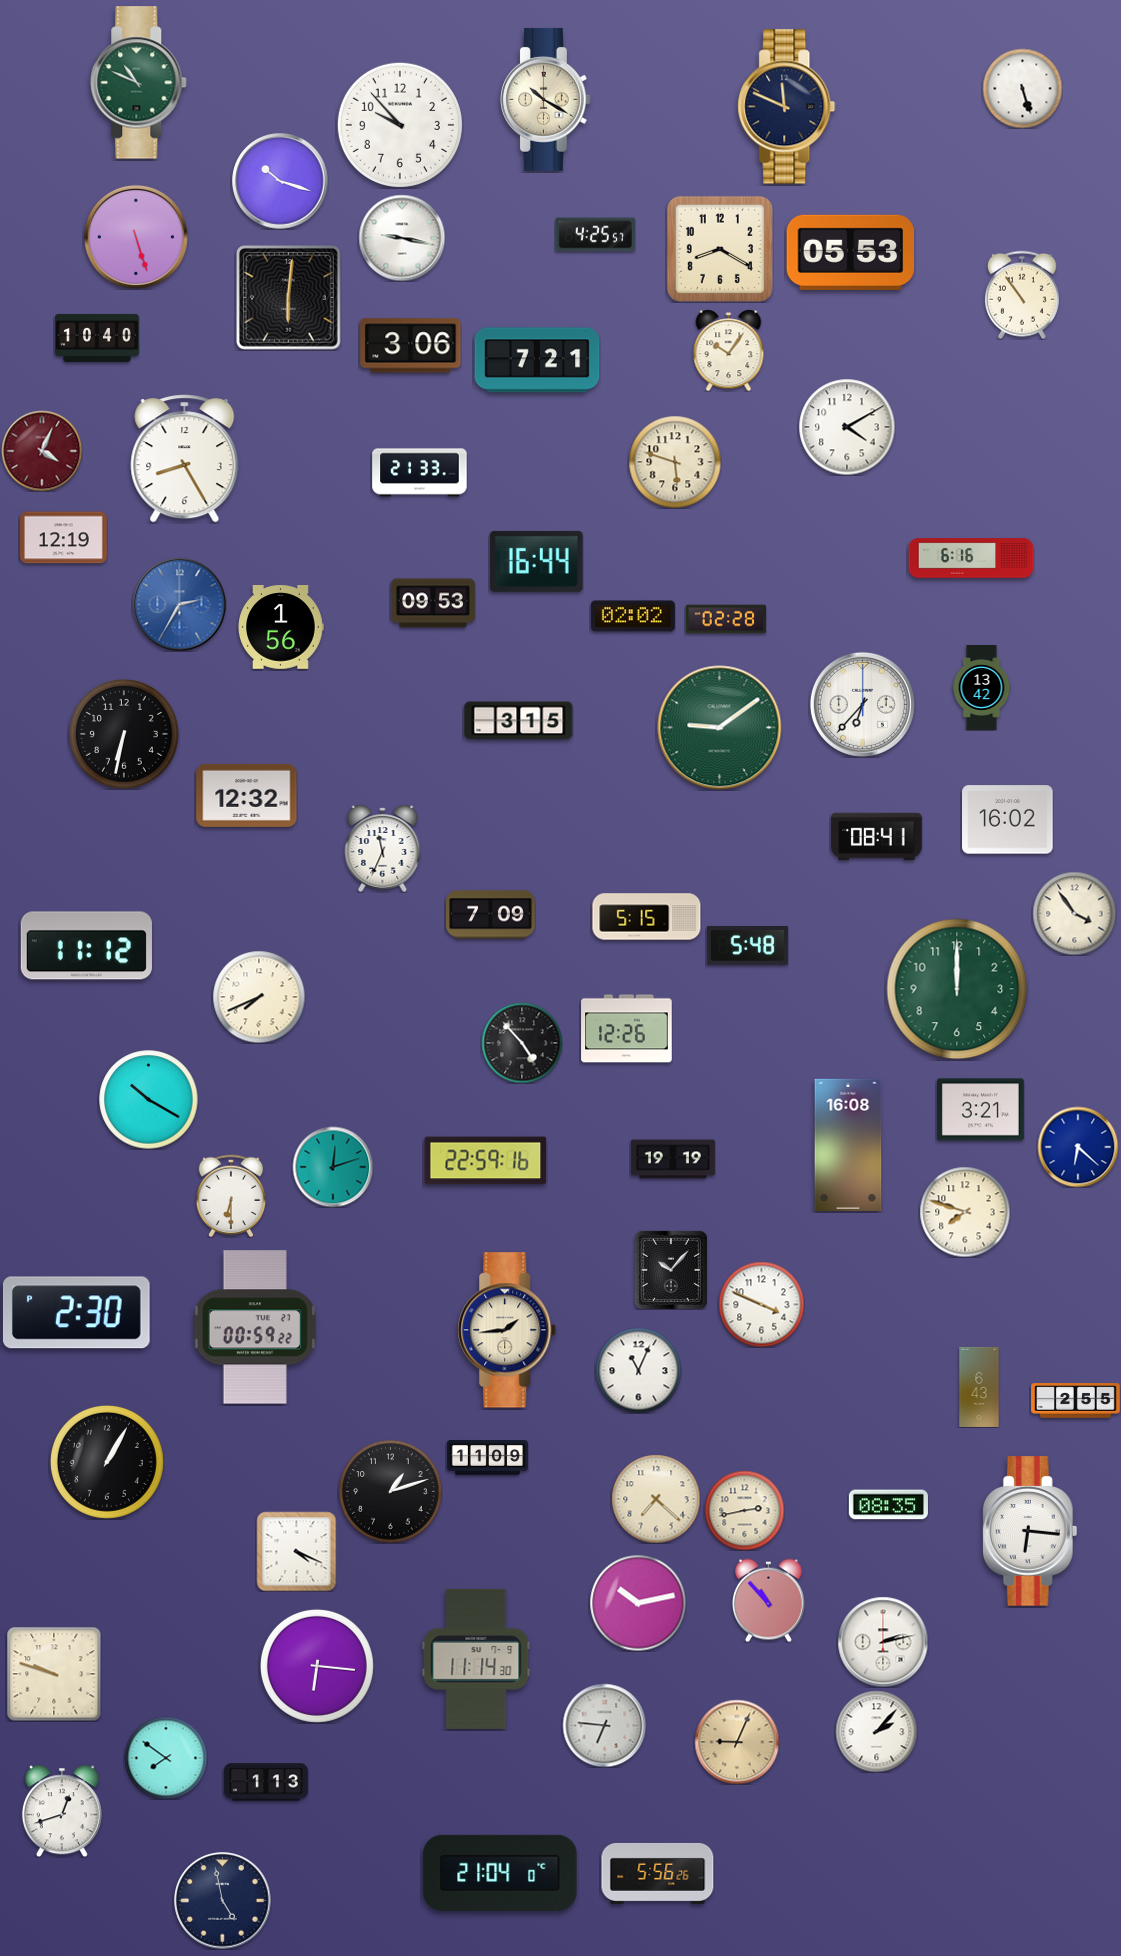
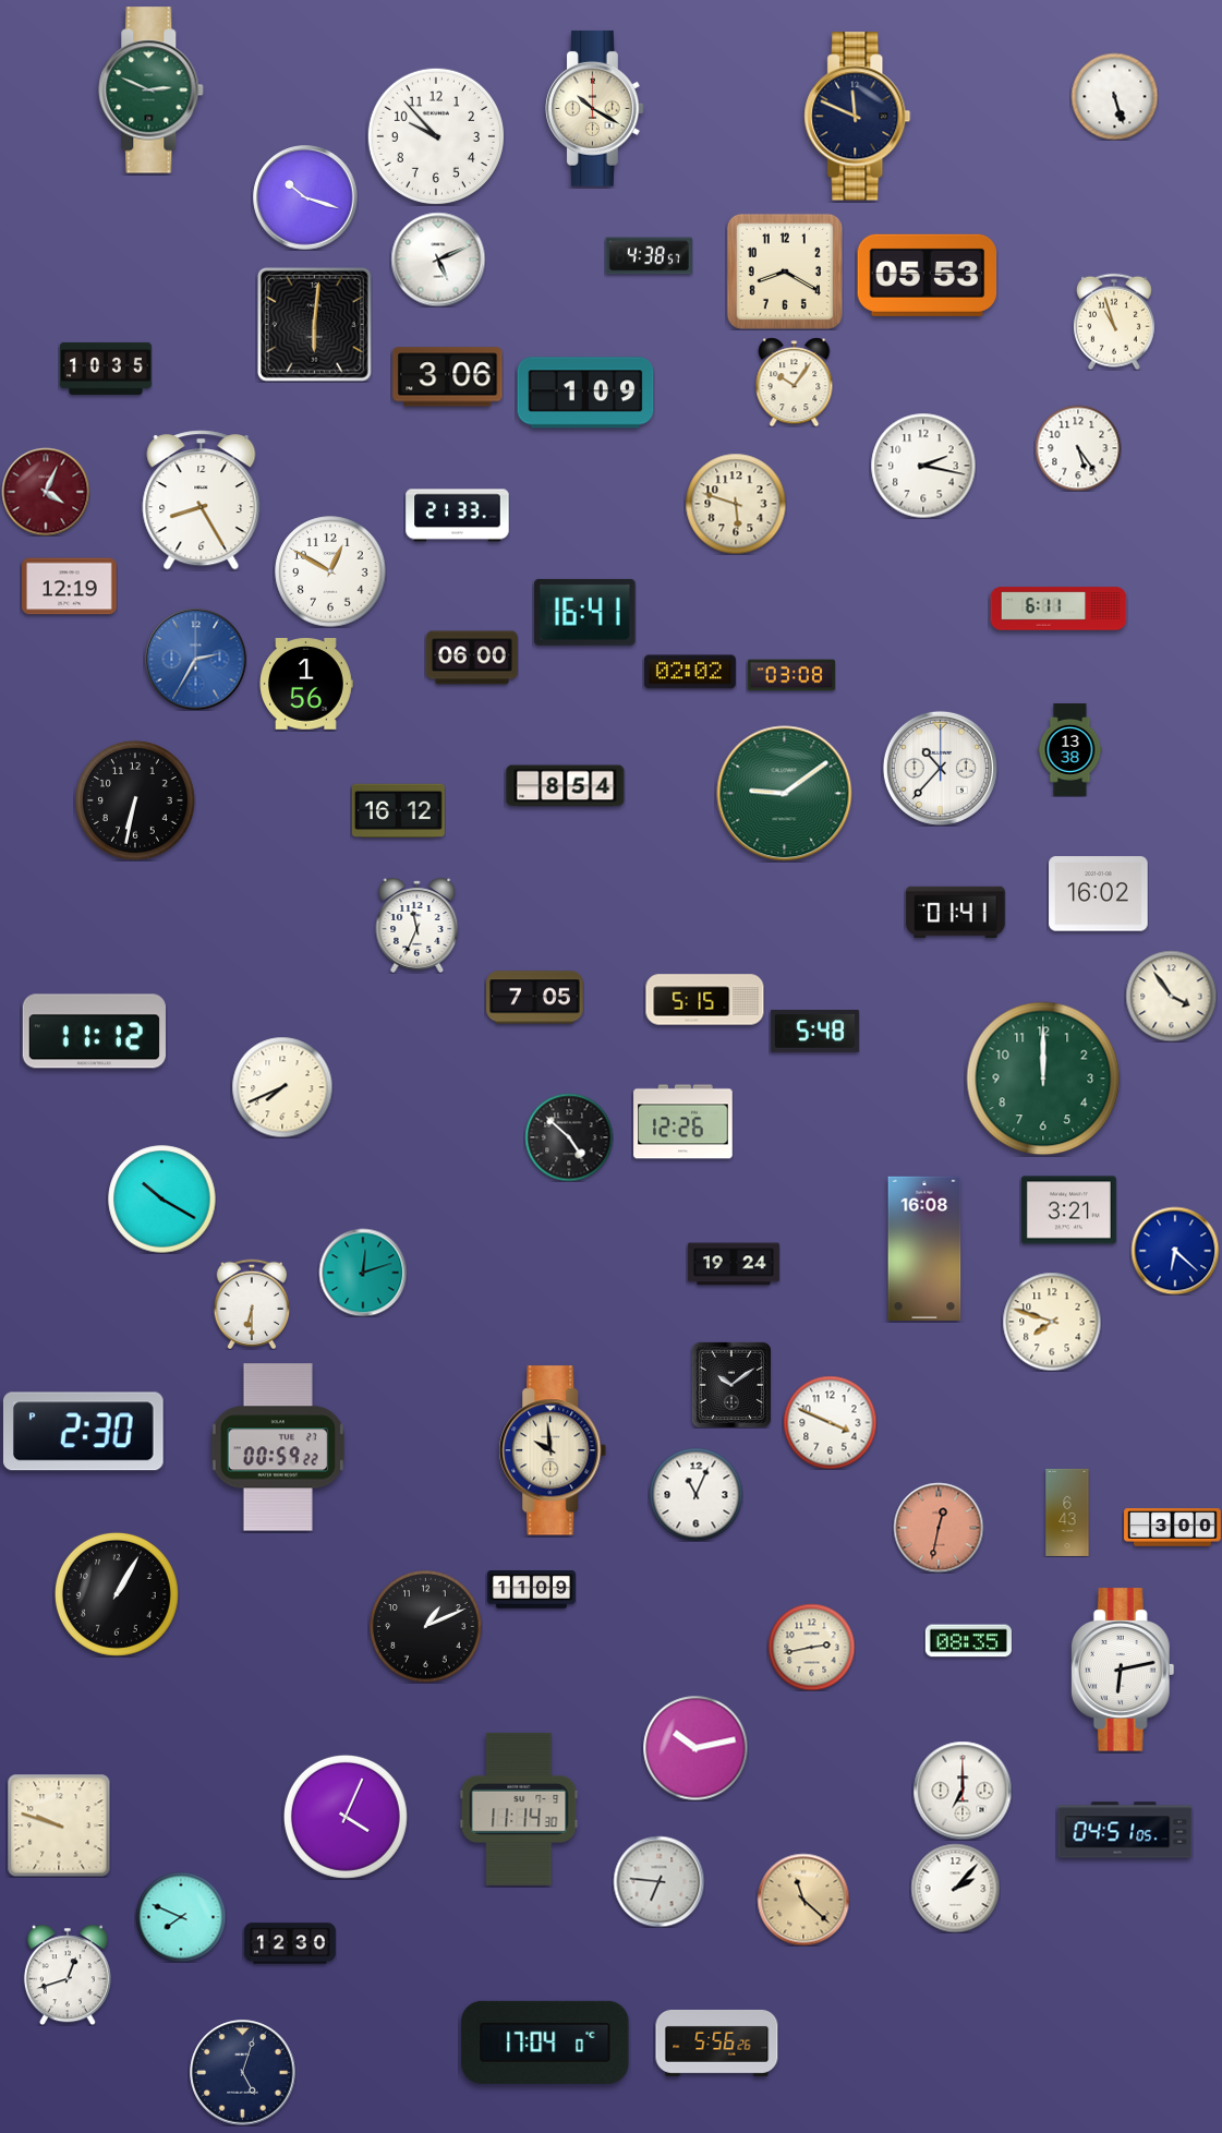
clock at (139, 83): 10:49 -> 2:49
clock at (595, 235): 4:25 -> 4:38
clock at (136, 237): 5:27 -> none
clock at (402, 238): 9:17 -> 5:11
clock at (1022, 295): 10:54 -> 10:57
clock at (97, 338): 10:40 -> 10:35
clock at (537, 360): 7:21 -> 1:09
clock at (1078, 448): none -> 5:24
clock at (847, 427): 4:10 -> 2:17
clock at (330, 571): none -> 12:50
clock at (971, 558): 6:16 -> 6:11
clock at (537, 561): 16:44 -> 16:41
clock at (433, 603): 09:53 -> 06:00
clock at (726, 619): 02:28 -> 03:08
clock at (982, 688): 13:42 -> 13:38
clock at (862, 704): 6:37 -> 10:37
clock at (519, 721): 3:15 -> 8:54
clock at (398, 811): none -> 16:12
clock at (247, 795): 12:32 -> none
clock at (877, 837): 08:41 -> 01:41
clock at (491, 915): 7:09 -> 7:05
clock at (522, 1043): 4:53 -> 4:52
clock at (673, 1159): 19:19 -> 19:24
clock at (486, 1161): 22:59 -> none
clock at (671, 1270): 10:07 -> 10:09
clock at (507, 1330): 1:44 -> 9:59
clock at (939, 1528): none -> 12:32
clock at (1076, 1401): 2:55 -> 3:00
clock at (391, 1492): 1:12 -> 1:11
clock at (656, 1499): 7:22 -> none
clock at (1030, 1531): 6:16 -> 6:13
clock at (296, 1551): 4:19 -> none
clock at (769, 1600): 10:53 -> none
clock at (883, 1642): 2:13 -> 7:00
clock at (317, 1666): 6:16 -> 4:04
clock at (1125, 1830): none -> 04:51
clock at (737, 1742): 9:04 -> 11:22
clock at (166, 1758): 7:51 -> 7:49
clock at (266, 1782): 1:13 -> 12:30
clock at (500, 1873): 21:04 -> 17:04
clock at (223, 1901): 4:58 -> 5:03
